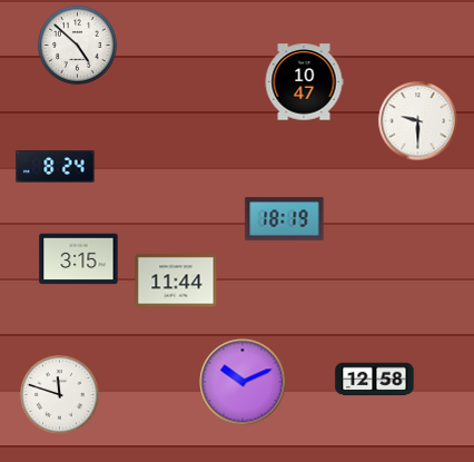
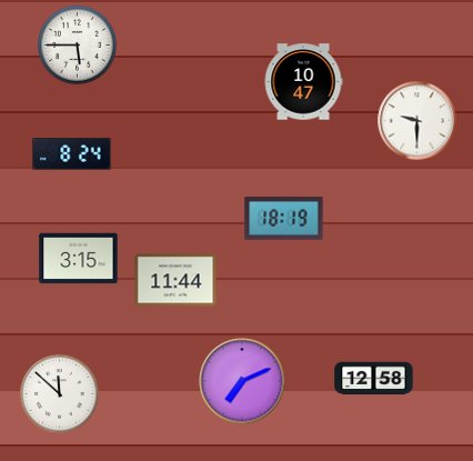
clock at (78, 46): 4:52 -> 5:45
clock at (56, 167) position: (56, 167) -> (72, 154)
clock at (243, 382): 10:11 -> 7:11
clock at (60, 395): 11:48 -> 11:52
